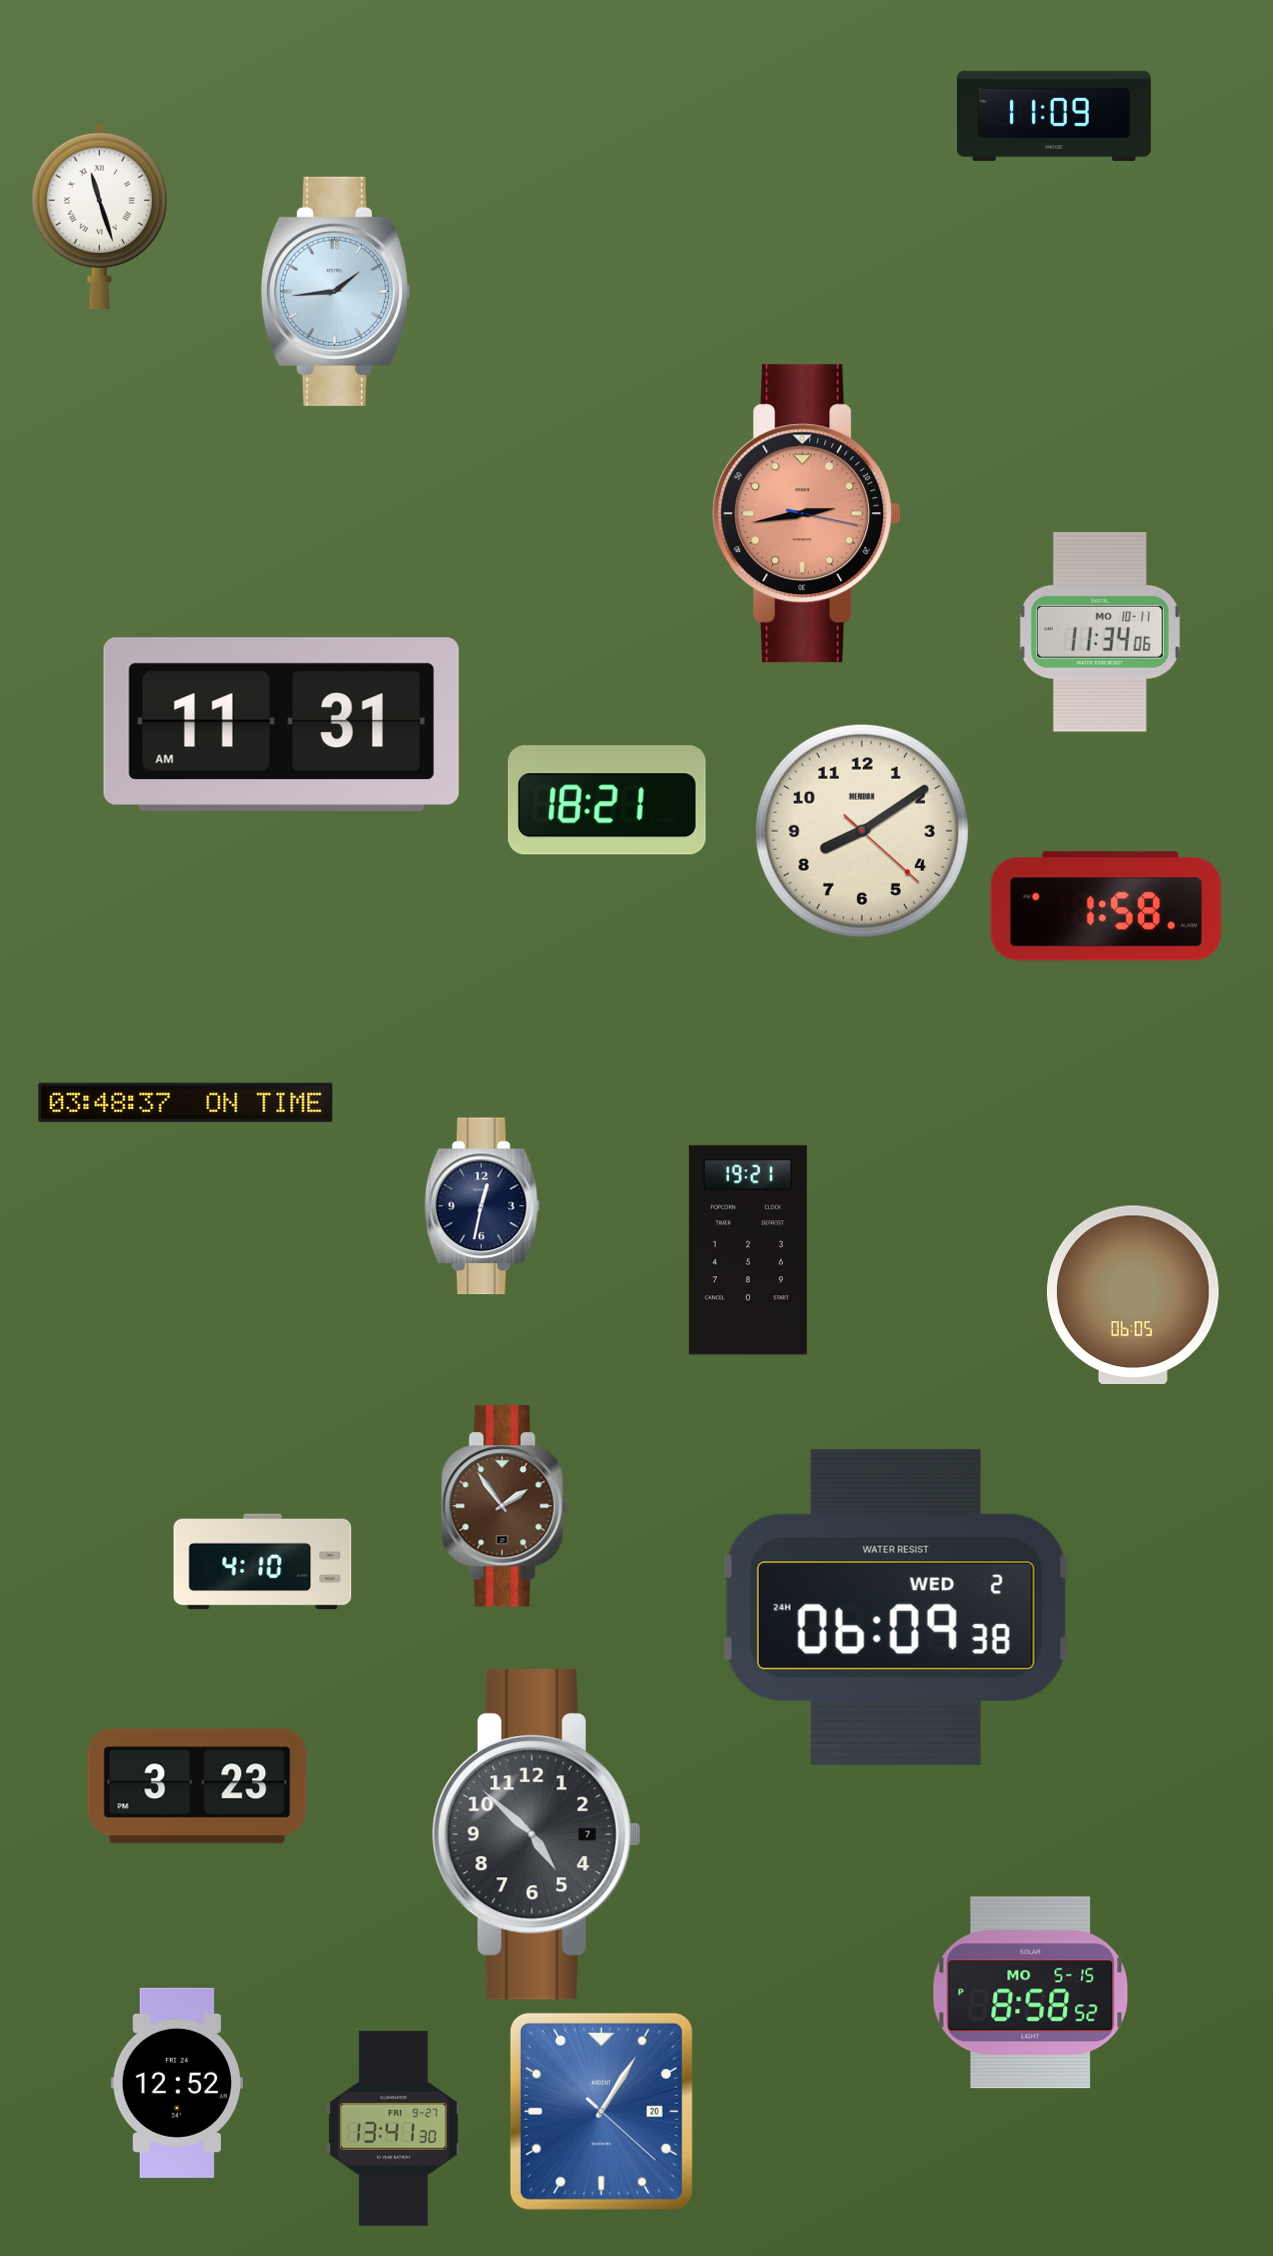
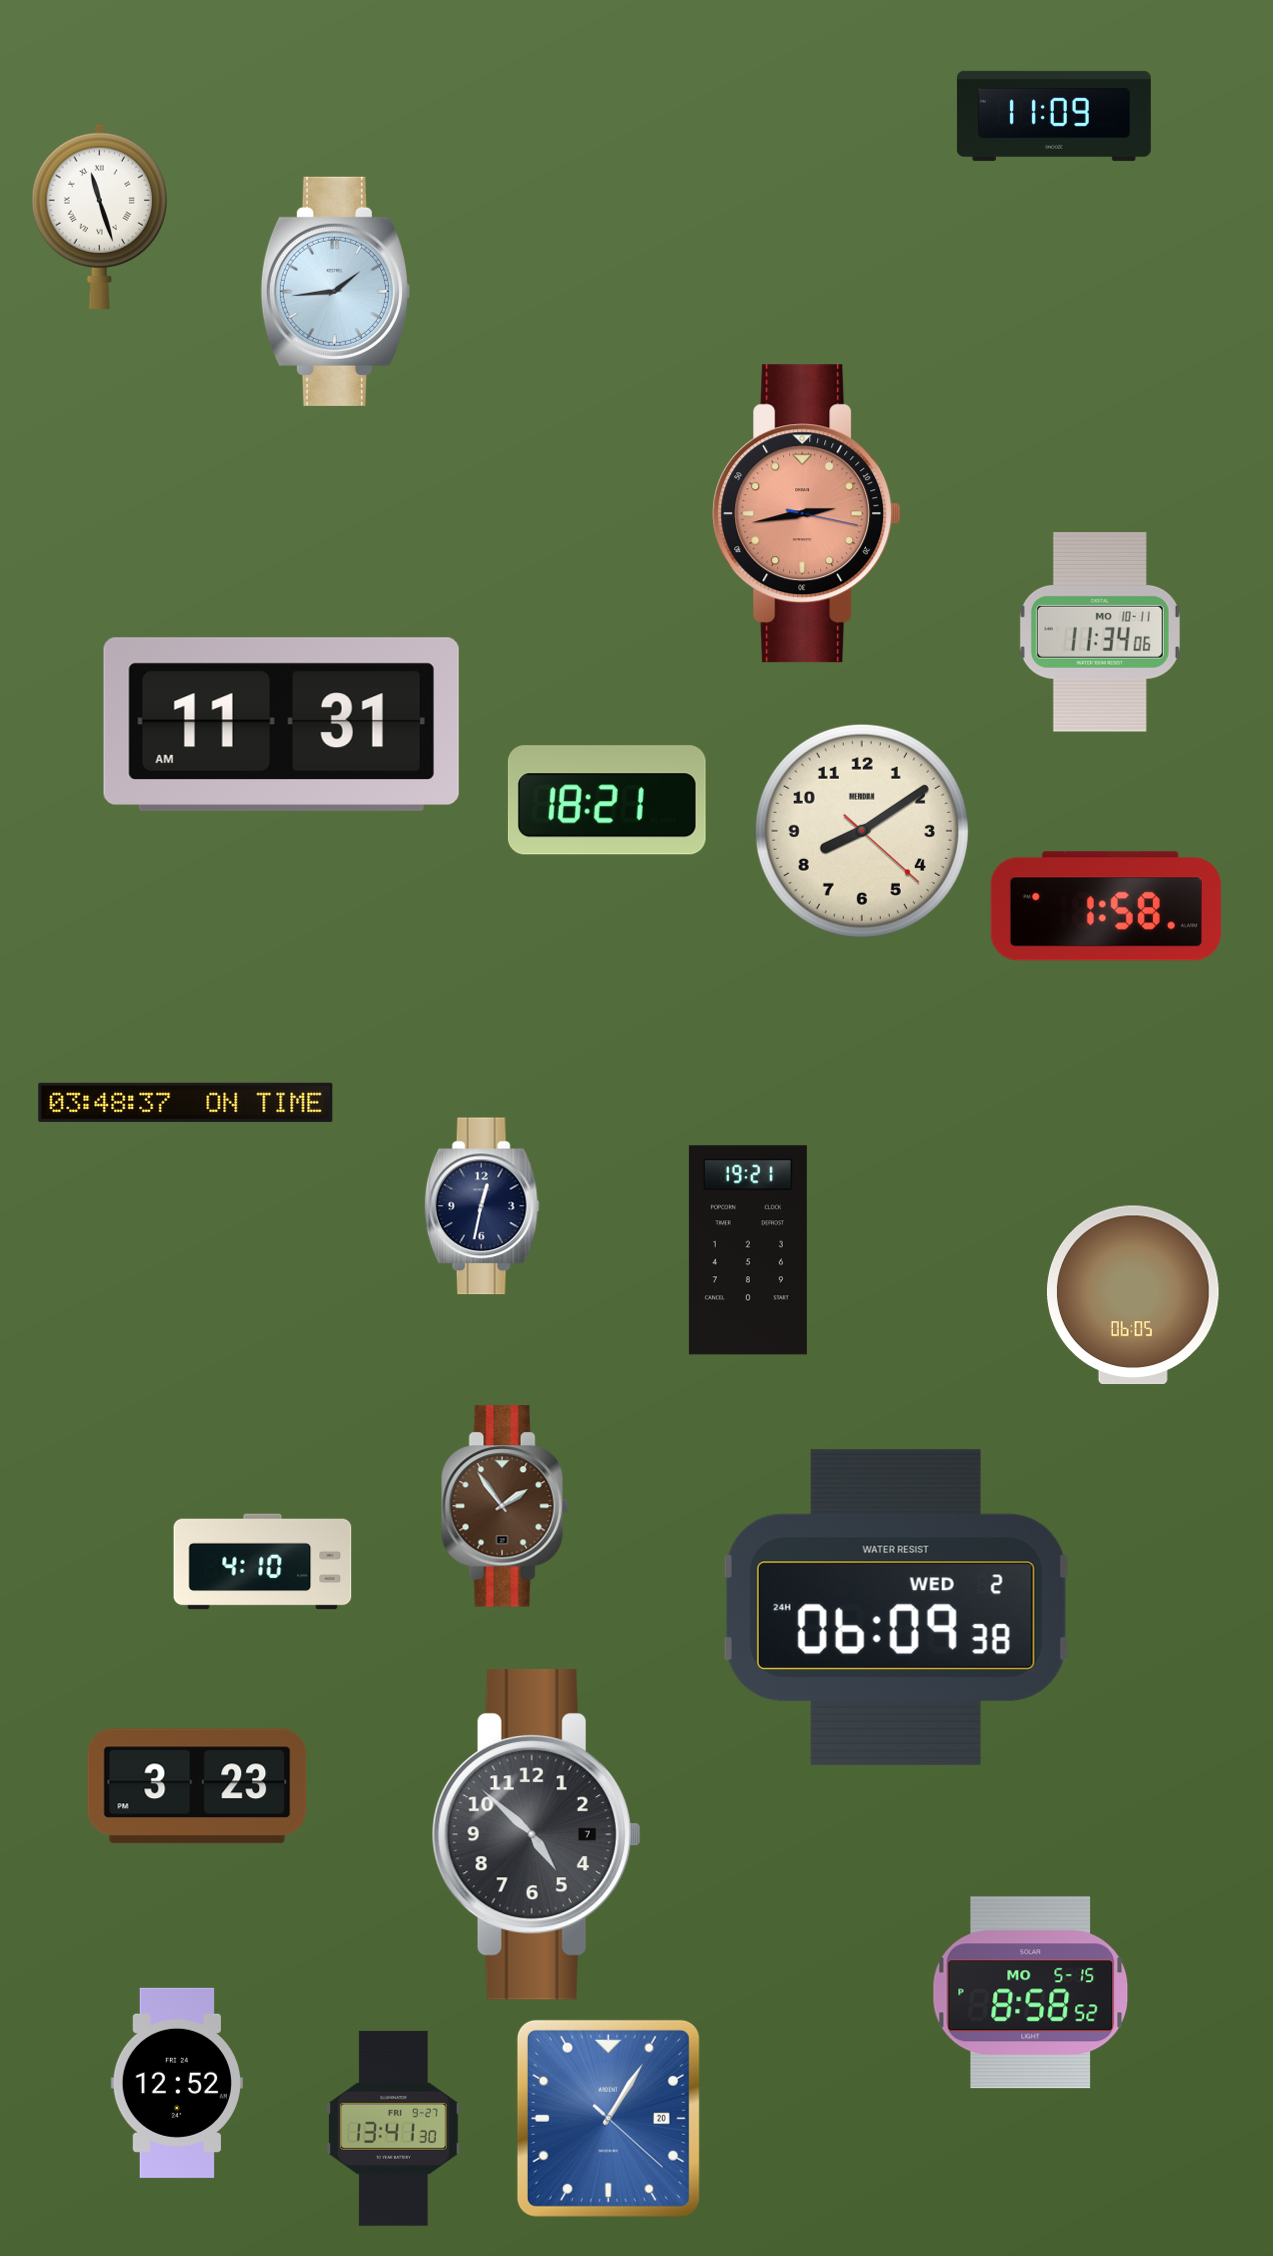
clock at (601, 2111) position: (601, 2111) -> (608, 2118)
